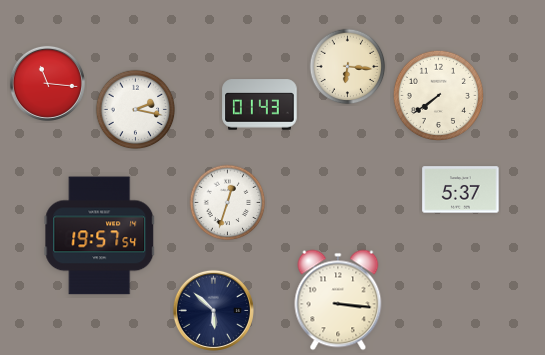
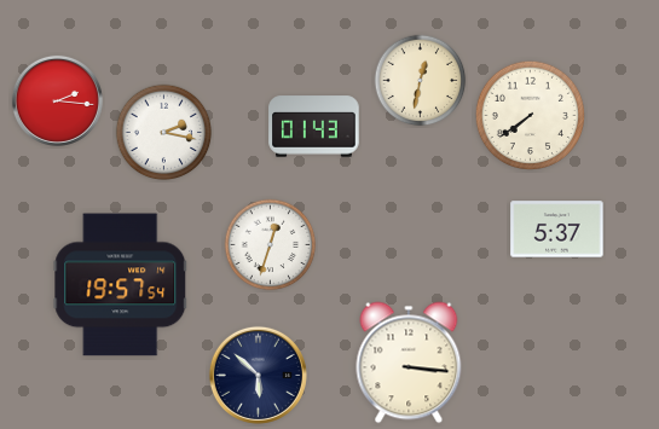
clock at (348, 67): 6:16 -> 12:32
clock at (47, 83): 11:16 -> 2:16
clock at (228, 203) position: (228, 203) -> (271, 245)
